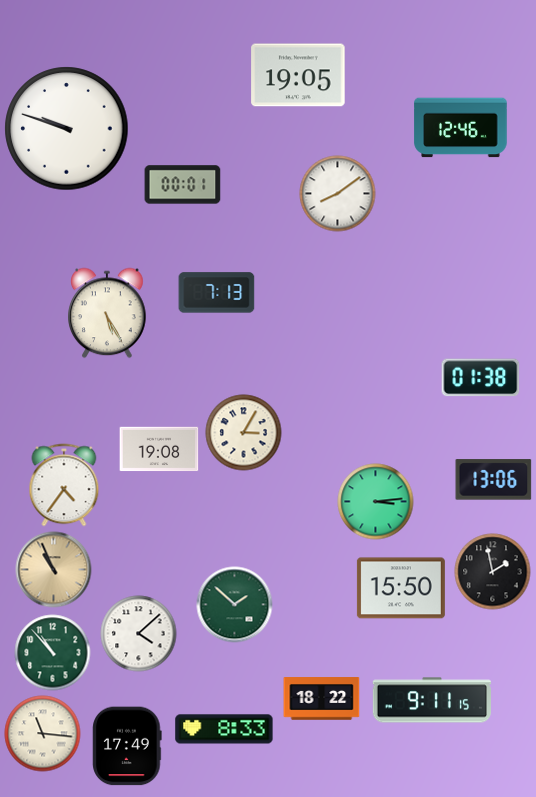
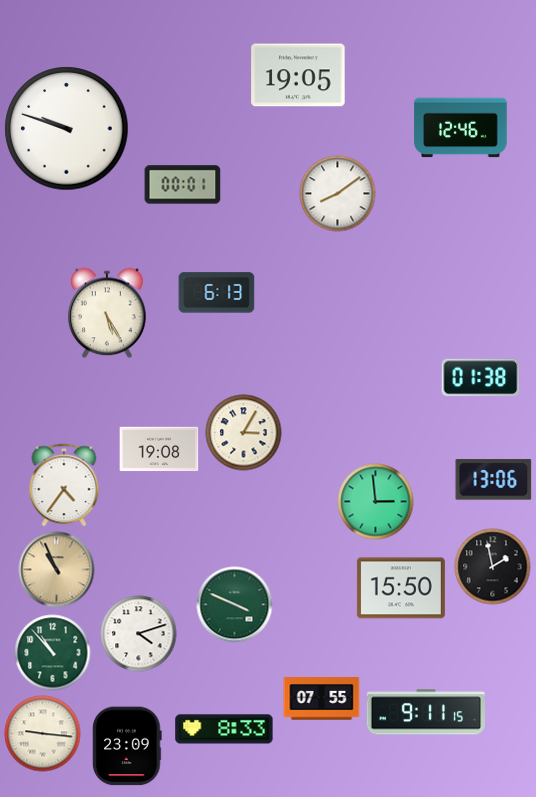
clock at (217, 293): 7:13 -> 6:13
clock at (376, 502): 3:14 -> 2:59
clock at (54, 570) position: (54, 570) -> (57, 570)
clock at (493, 572) position: (493, 572) -> (493, 567)
clock at (235, 605): 1:52 -> 3:49
clock at (139, 634): 4:08 -> 4:12
clock at (322, 699): 18:22 -> 07:55
clock at (432, 700) position: (432, 700) -> (426, 712)
clock at (43, 734): 11:16 -> 9:16
clock at (127, 746): 17:49 -> 23:09
